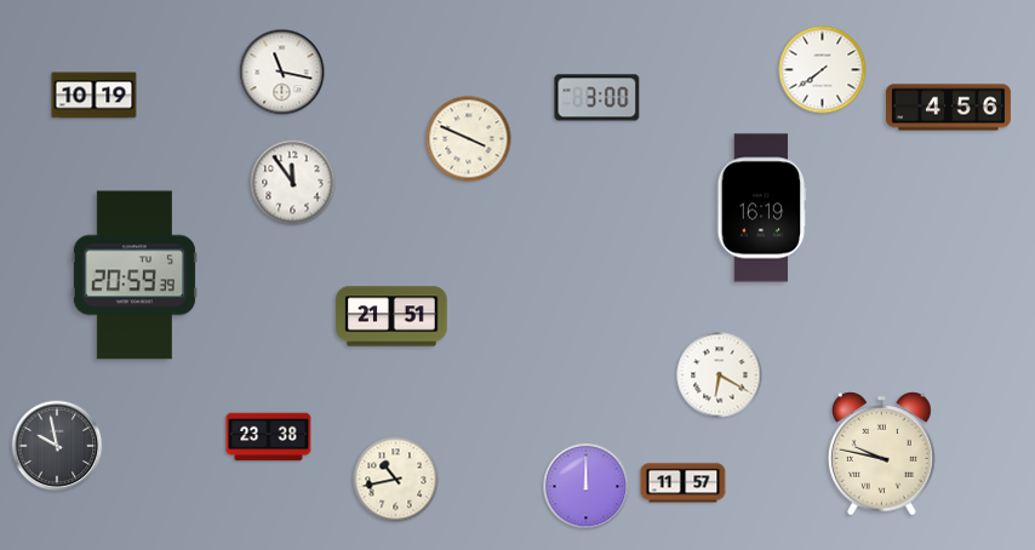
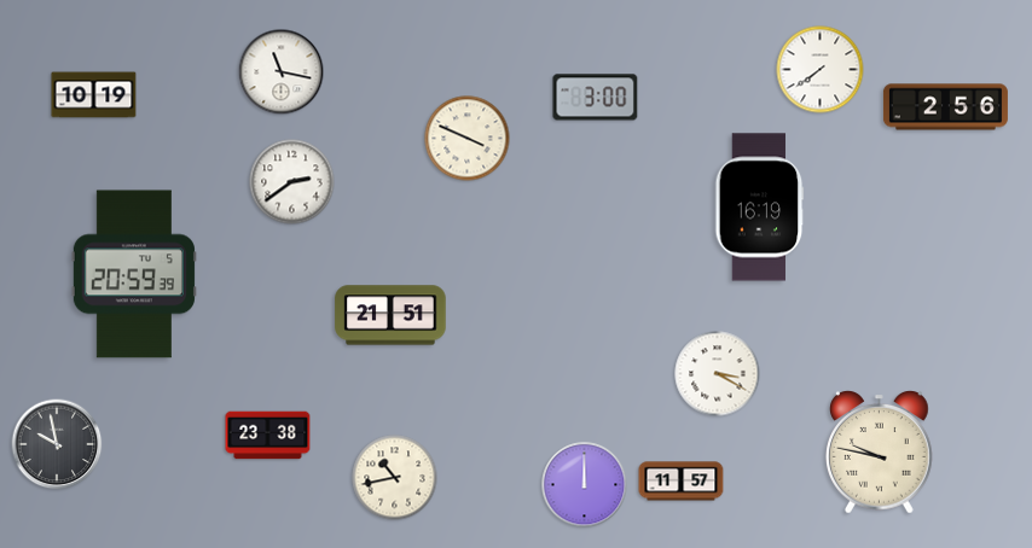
clock at (948, 108): 4:56 -> 2:56
clock at (293, 183): 11:54 -> 2:39
clock at (720, 376): 6:20 -> 3:20
